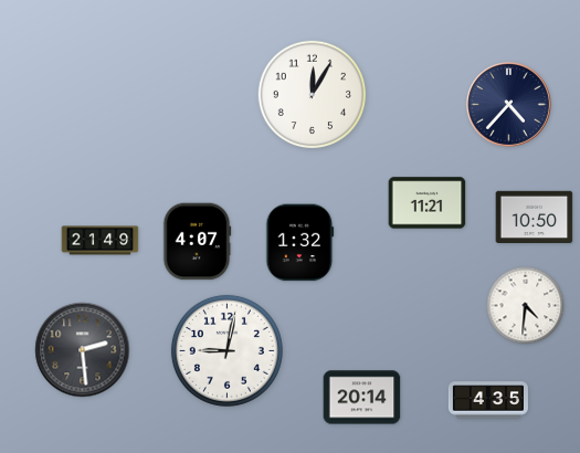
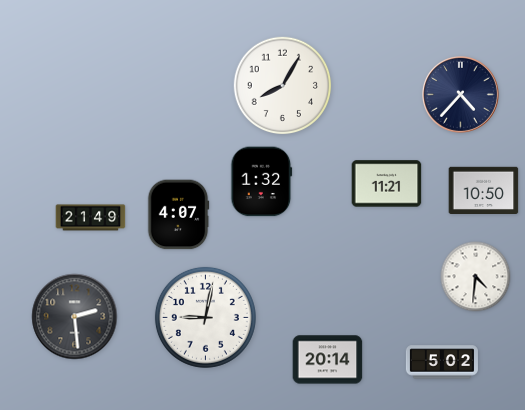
clock at (313, 95): 12:05 -> 8:05
clock at (535, 217) position: (535, 217) -> (484, 190)
clock at (197, 242) position: (197, 242) -> (178, 215)
clock at (300, 243) position: (300, 243) -> (262, 182)
clock at (488, 400): 4:35 -> 5:02
